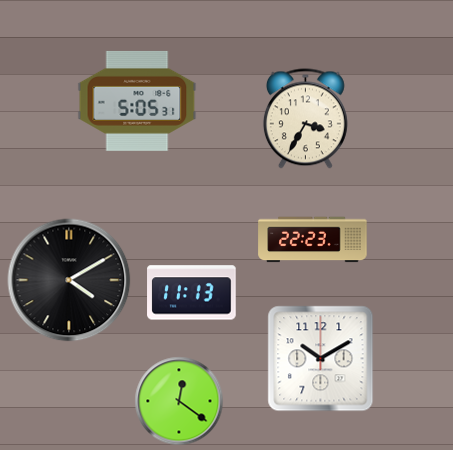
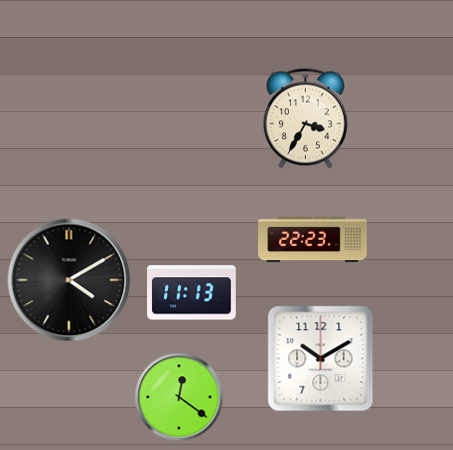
clock at (137, 101): 5:05 -> none
clock at (179, 401) position: (179, 401) -> (179, 397)
